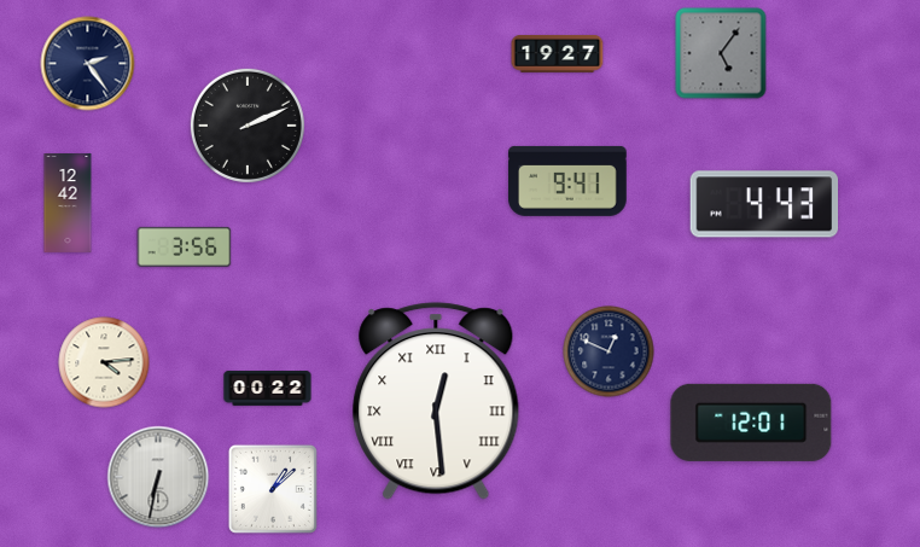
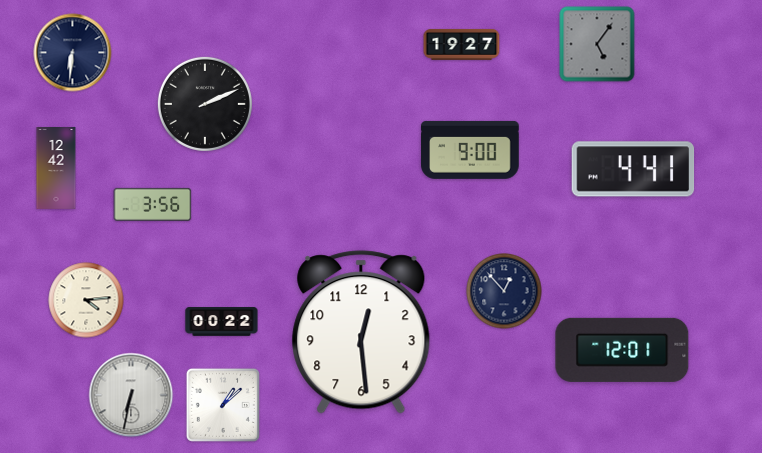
clock at (88, 64): 2:24 -> 6:31
clock at (567, 181): 9:41 -> 9:00
clock at (764, 204): 4:43 -> 4:41
clock at (609, 351): 12:49 -> 12:53
clock at (436, 401) numerals: Roman -> Arabic
clock at (273, 489) position: (273, 489) -> (223, 405)
